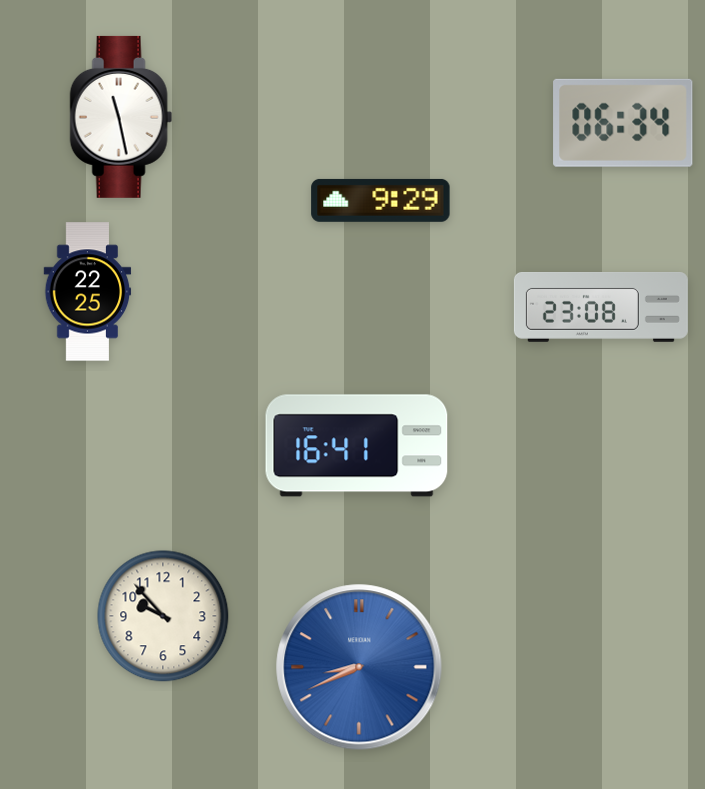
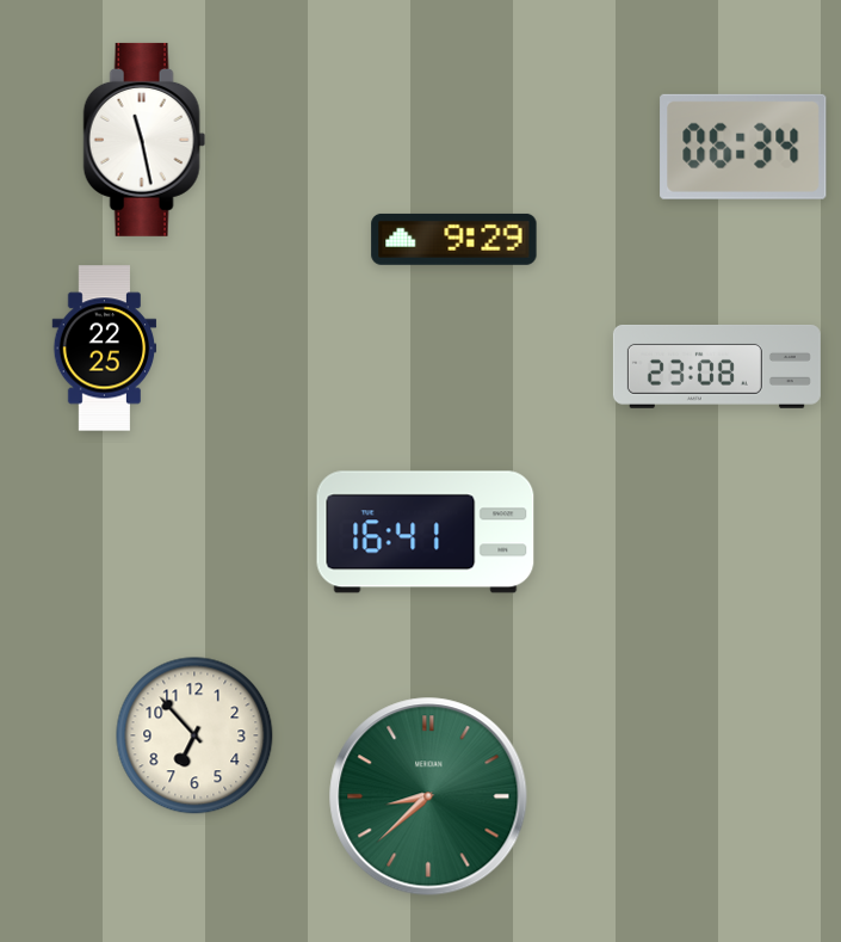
clock at (163, 616): 9:53 -> 6:53
clock at (359, 667): 8:41 -> 8:38
clock at (359, 667) dial: blue -> green
